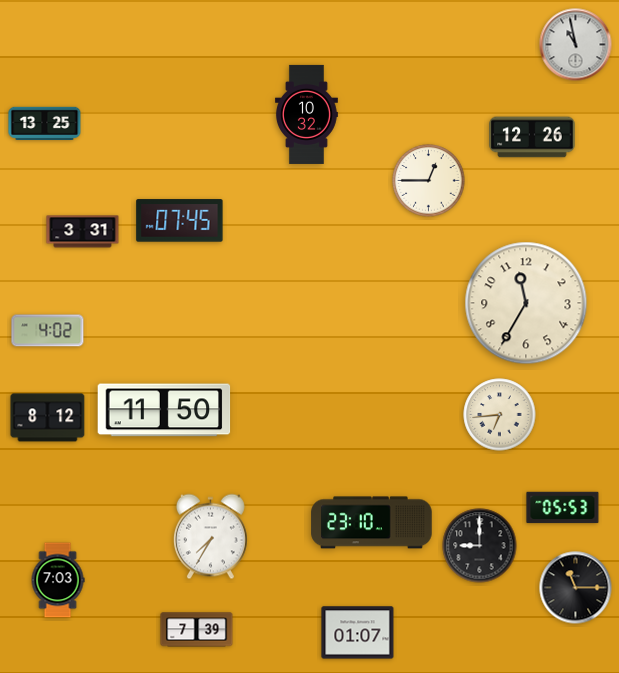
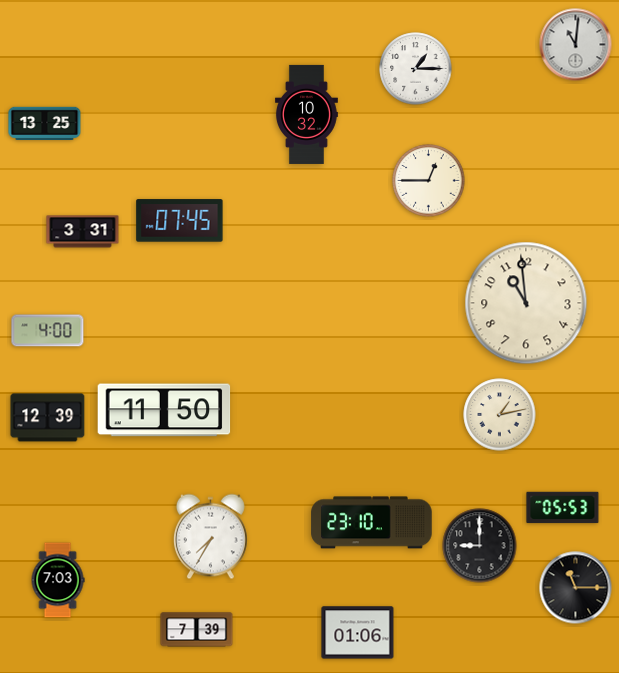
clock at (576, 45): 10:58 -> 11:01
clock at (416, 69): none -> 1:15
clock at (532, 137): 12:26 -> none
clock at (526, 303): 11:35 -> 10:59
clock at (48, 331): 4:02 -> 4:00
clock at (500, 415): 6:44 -> 1:13
clock at (48, 418): 8:12 -> 12:39
clock at (358, 633): 01:07 -> 01:06
